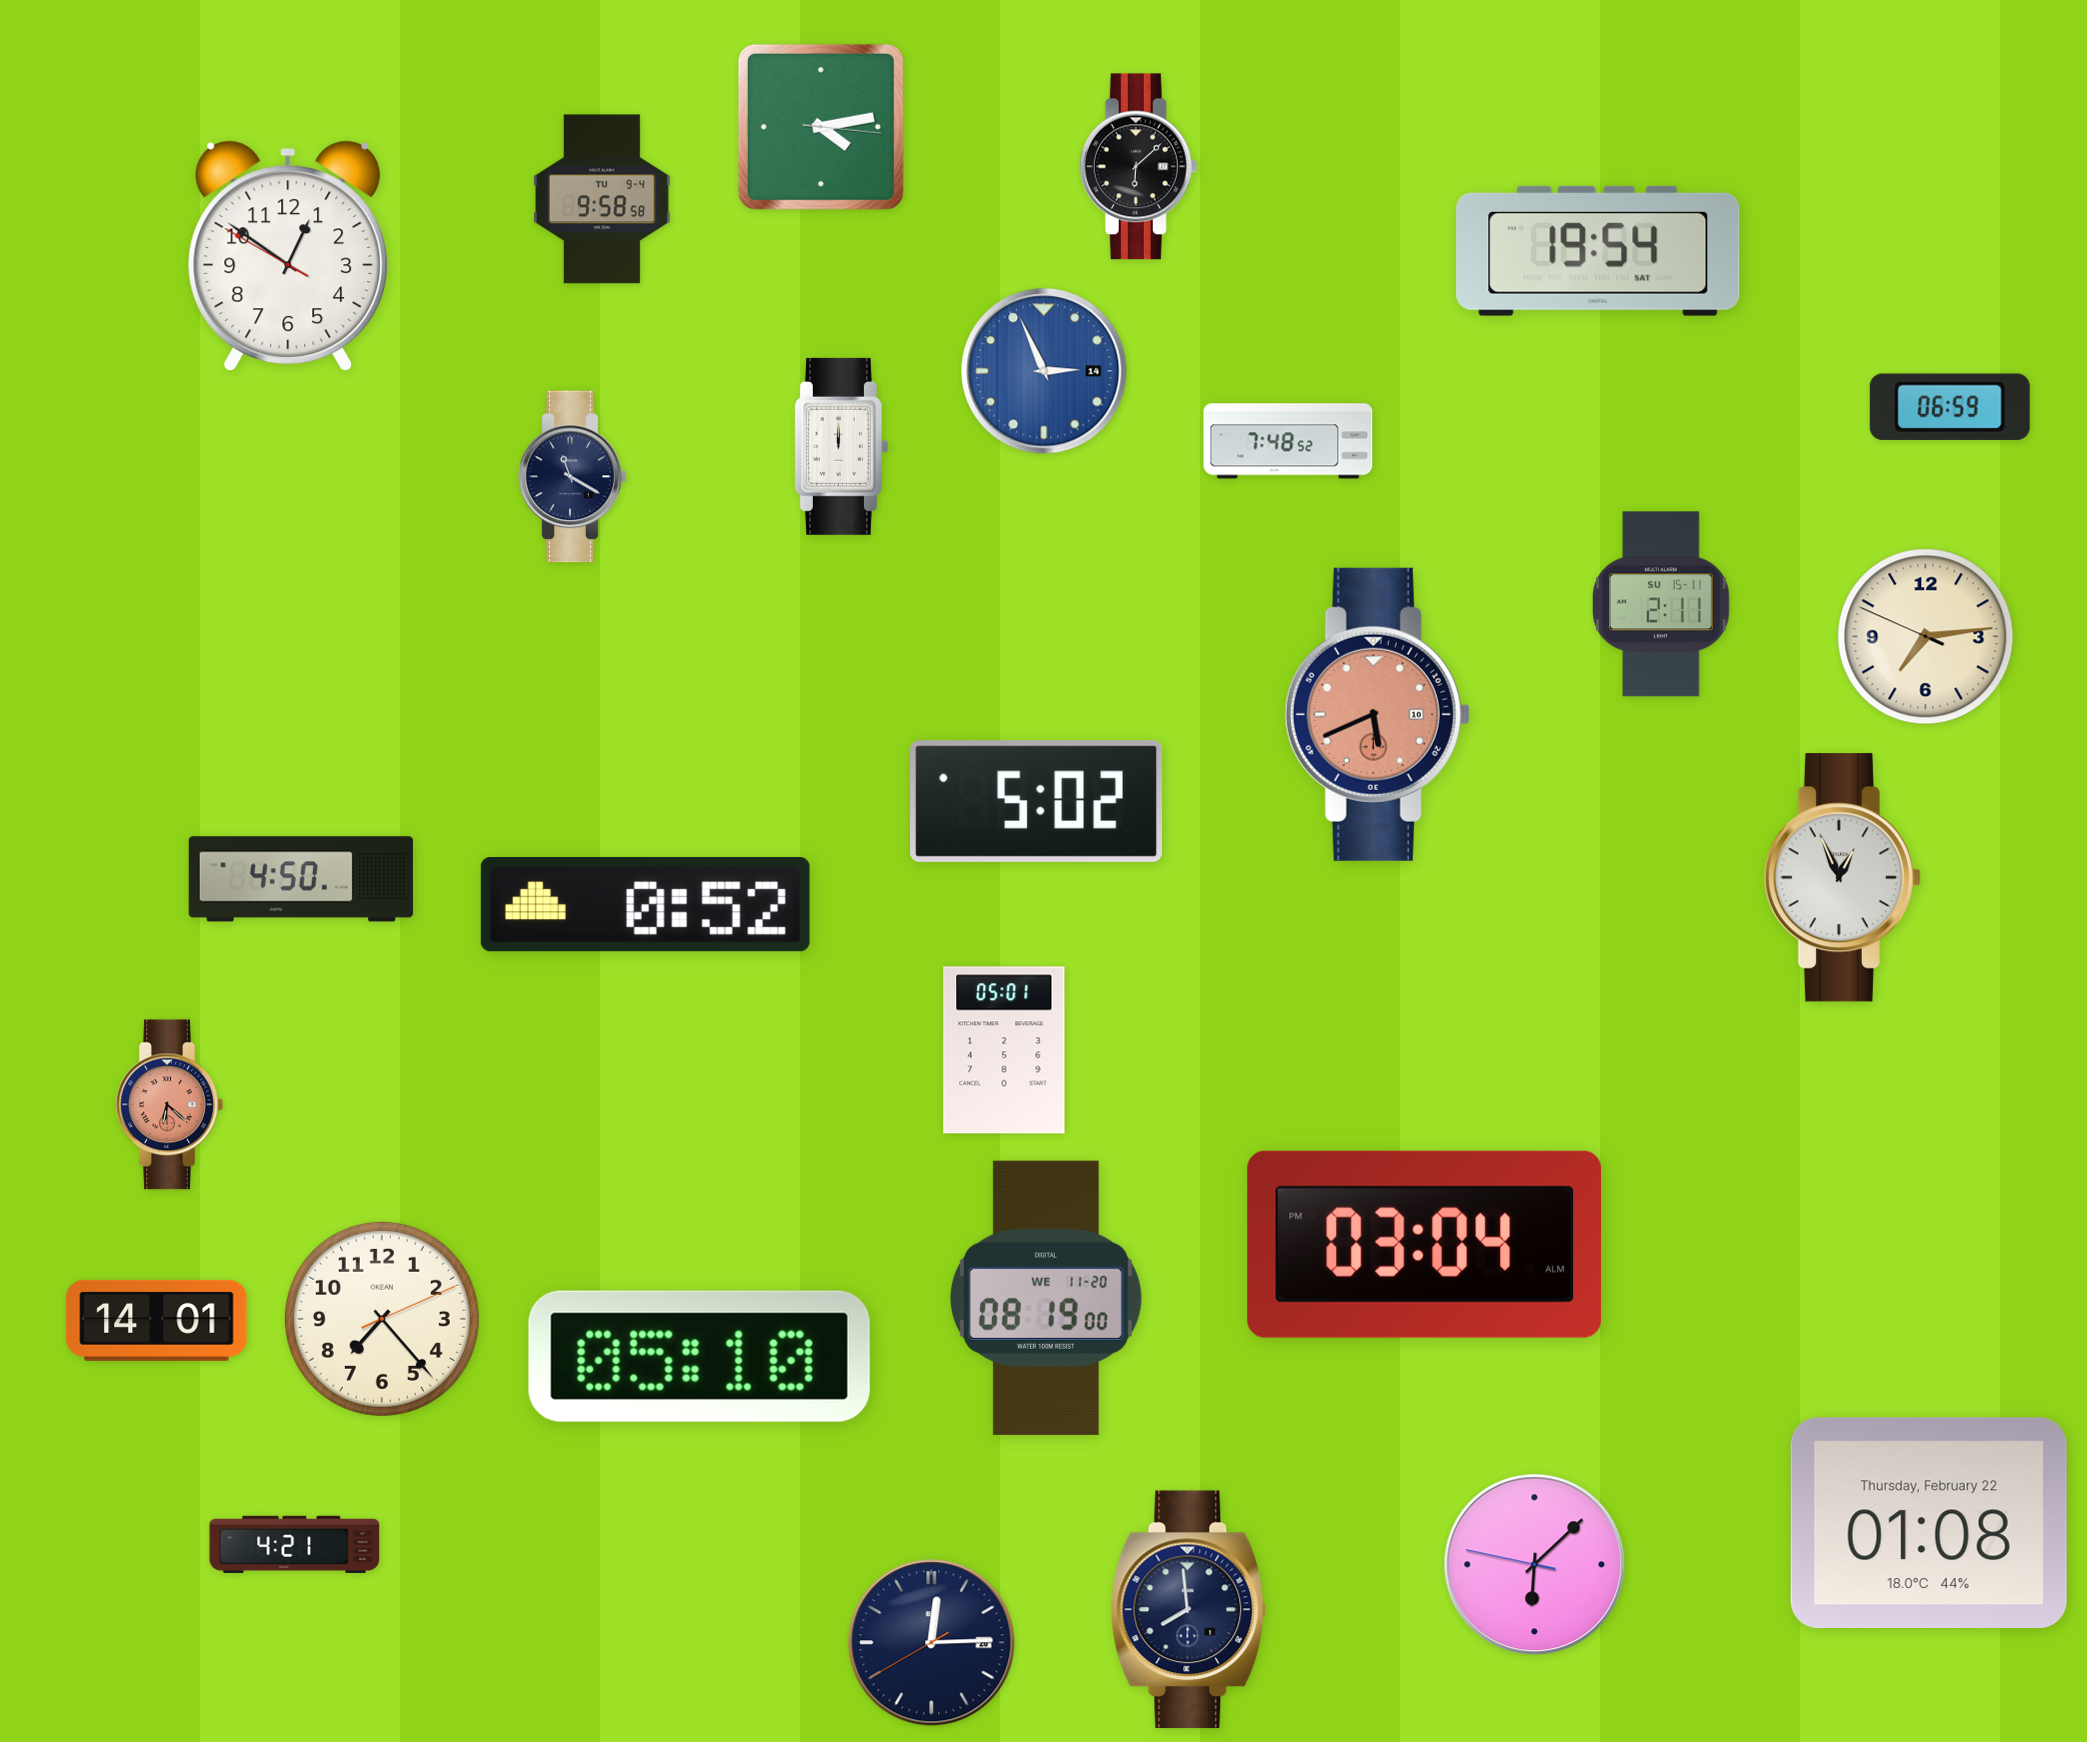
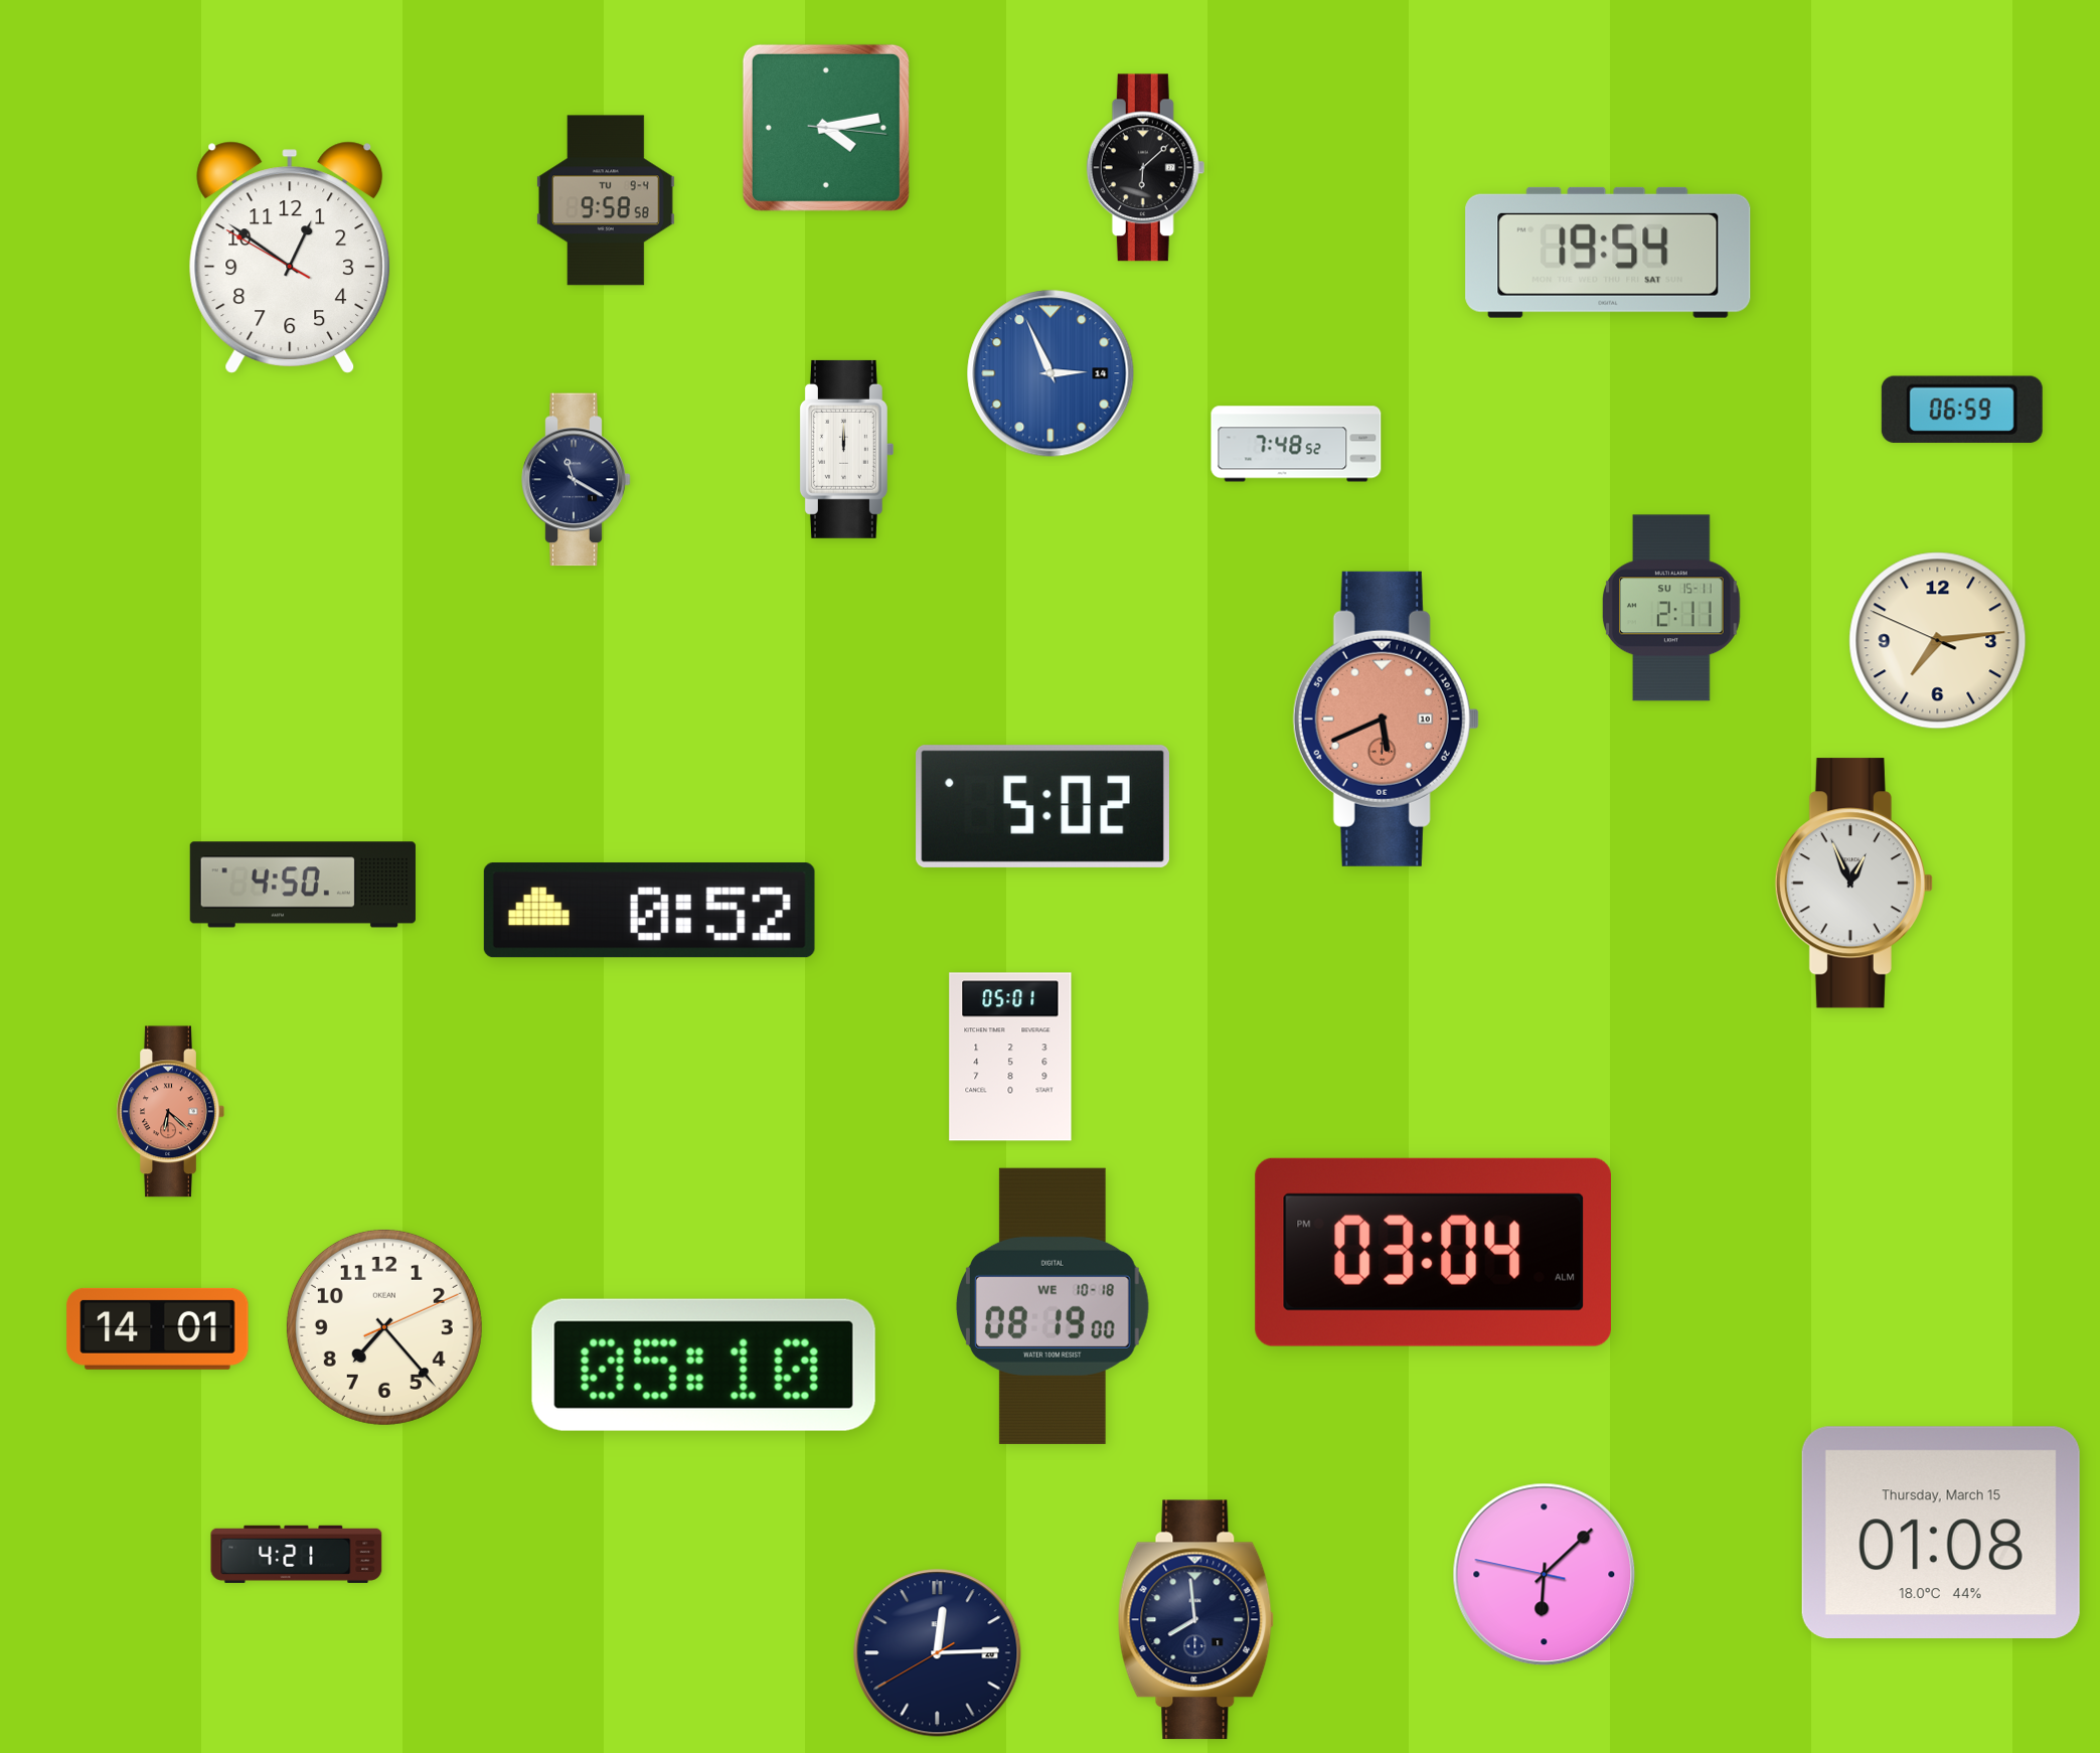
clock at (1046, 1298) date: WE 11-20 -> WE 10-18
clock at (1929, 1522) date: Thursday, February 22 -> Thursday, March 15
